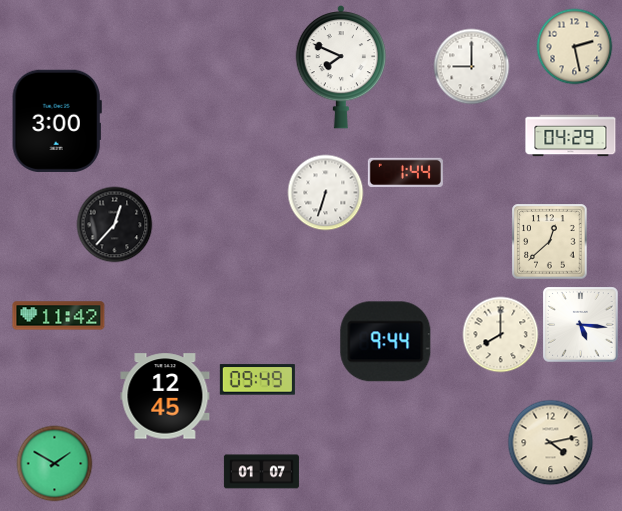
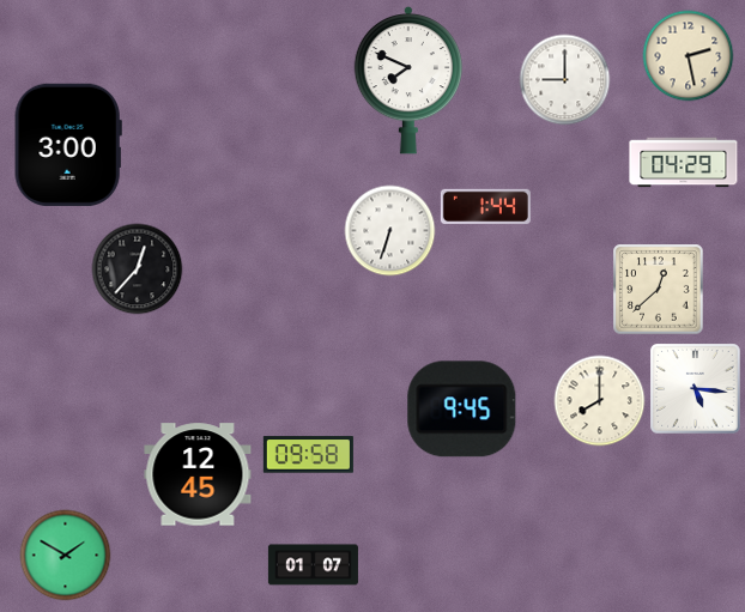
clock at (59, 316): 11:42 -> none
clock at (386, 342): 9:44 -> 9:45
clock at (257, 380): 09:49 -> 09:58
clock at (551, 443): 4:13 -> none
